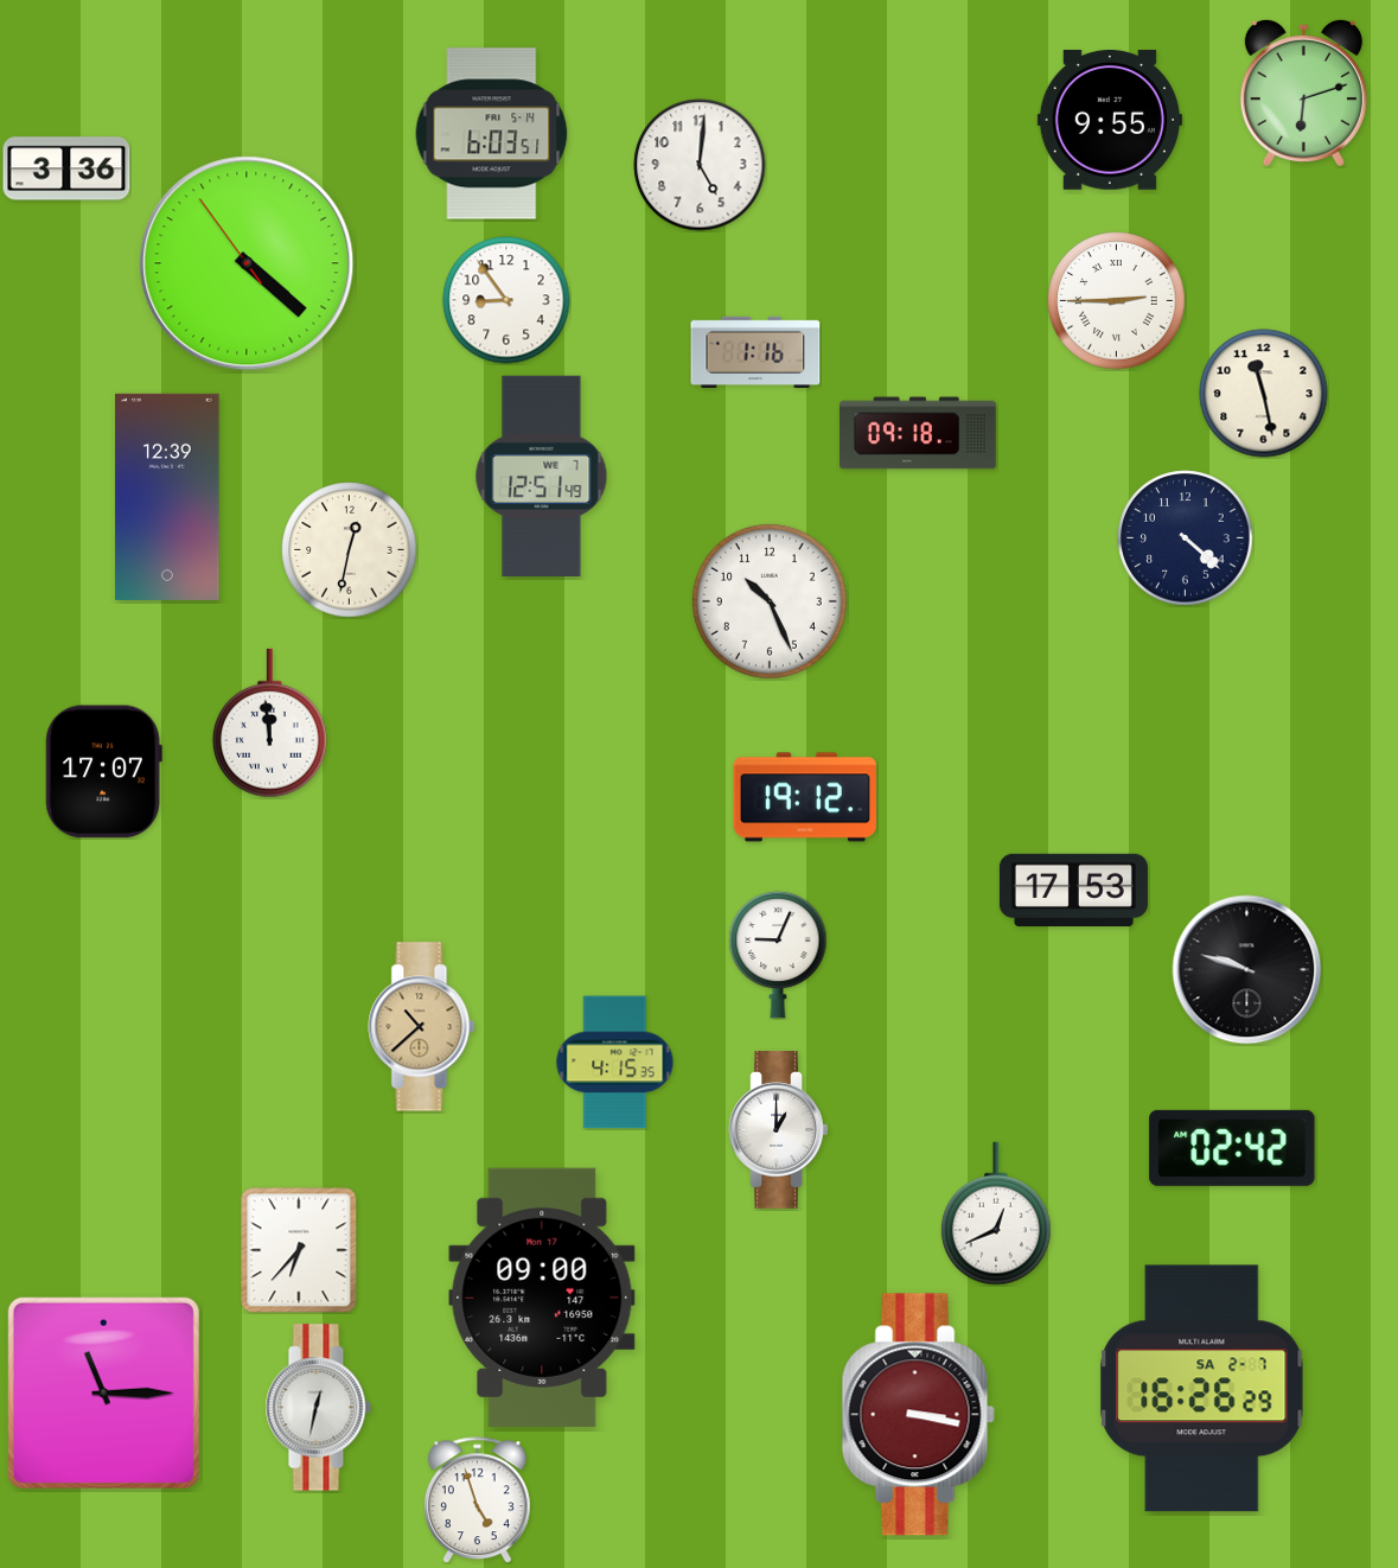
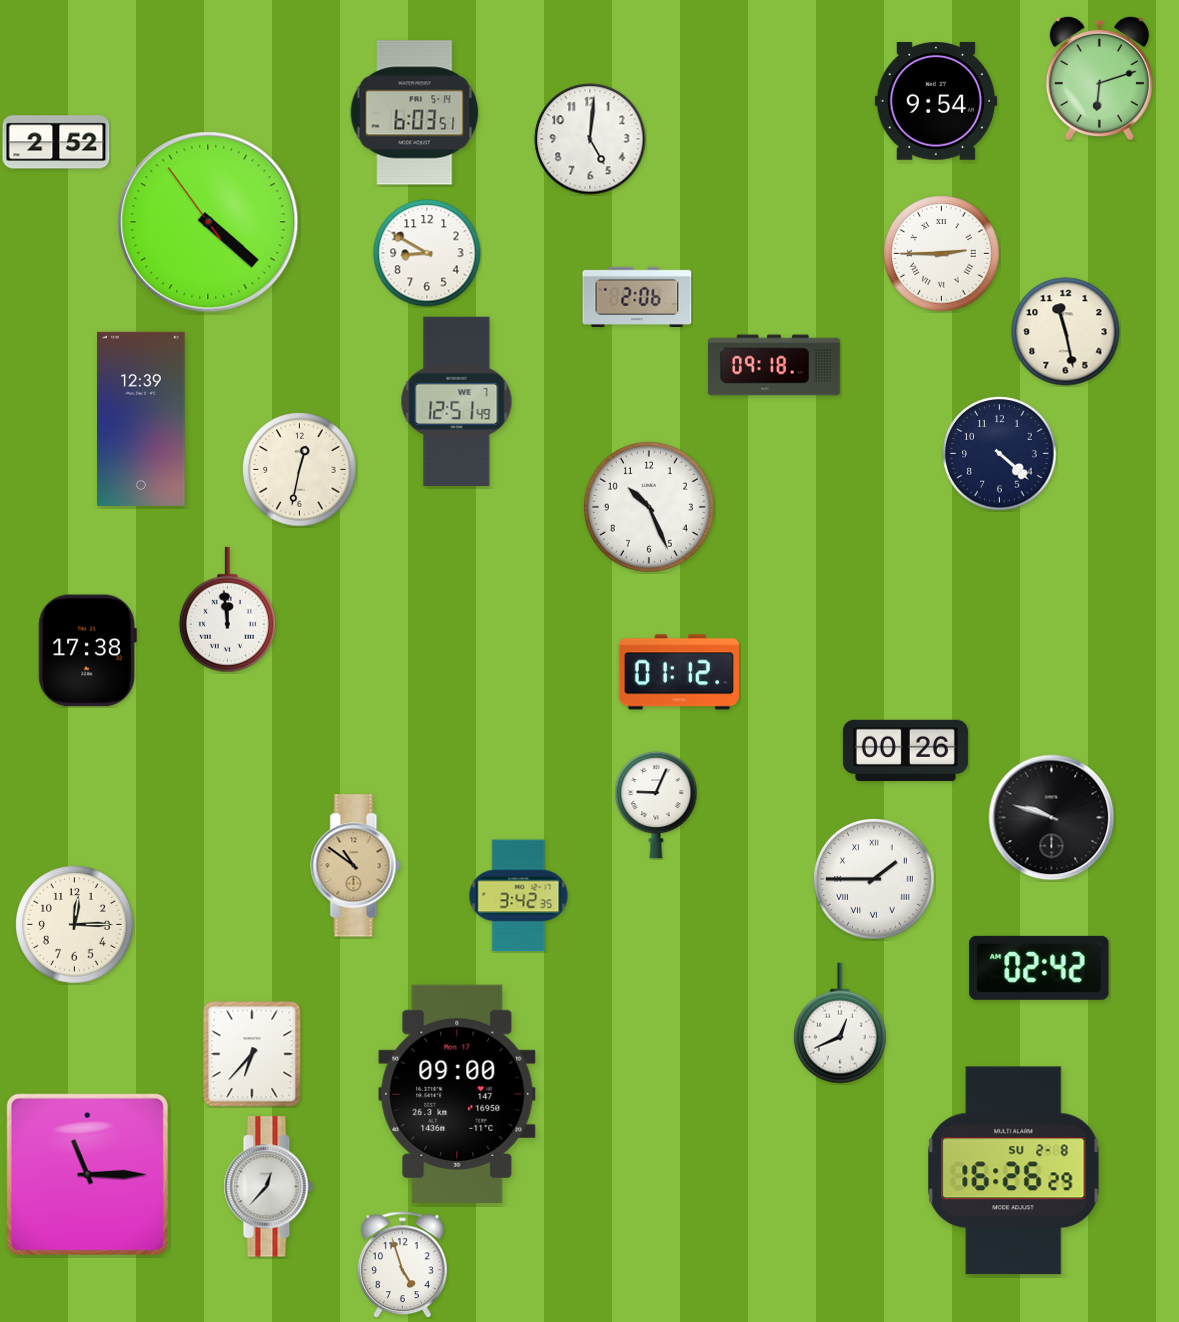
clock at (1110, 121): 9:55 -> 9:54
clock at (66, 168): 3:36 -> 2:52
clock at (506, 300): 8:54 -> 8:50
clock at (755, 351): 1:16 -> 2:06
clock at (350, 550) position: (350, 550) -> (300, 470)
clock at (103, 772): 17:07 -> 17:38
clock at (805, 797): 19:12 -> 01:12
clock at (1073, 890): 17:53 -> 00:26
clock at (422, 1027): 10:38 -> 10:51
clock at (875, 880): none -> 1:45
clock at (615, 1063): 4:15 -> 3:42
clock at (75, 925): none -> 12:15
clock at (779, 1130): 1:00 -> none
clock at (1202, 1389) date: SA 2-7 -> SU 2-8
clock at (318, 1408): 12:32 -> 12:37
clock at (918, 1415): 3:17 -> none
